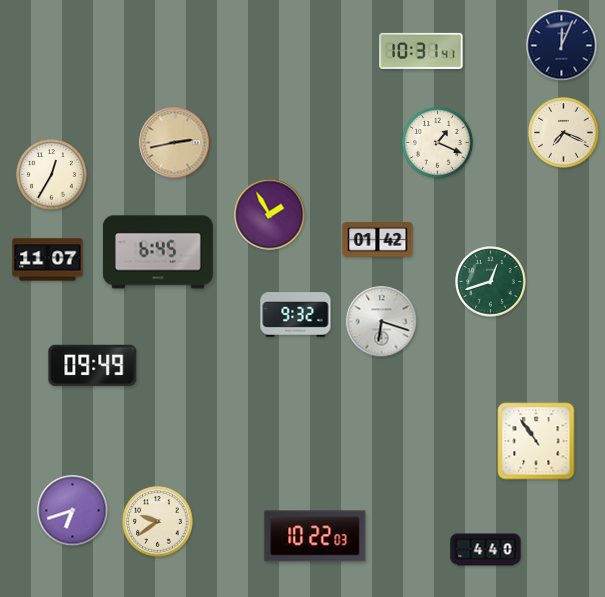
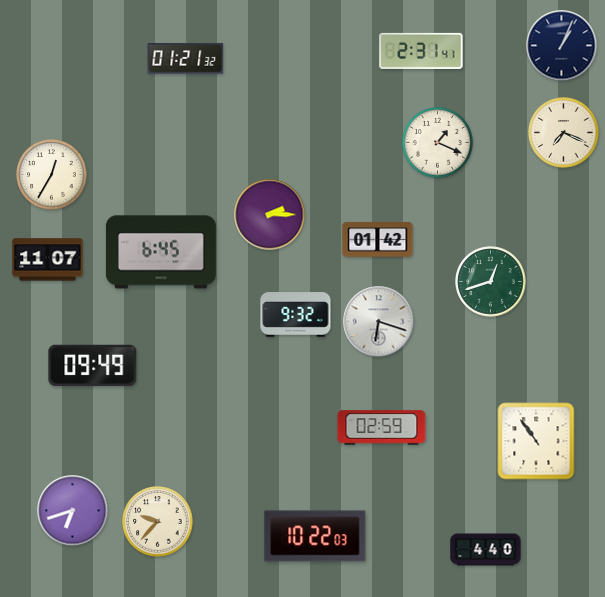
clock at (562, 46): 12:04 -> 1:04
clock at (421, 51): 10:31 -> 2:31
clock at (186, 59): none -> 01:21
clock at (175, 143): 2:43 -> none
clock at (270, 215): 1:55 -> 2:15
clock at (158, 252) position: (158, 252) -> (161, 252)
clock at (382, 322) position: (382, 322) -> (379, 322)
clock at (382, 428): none -> 02:59
clock at (158, 522): 9:39 -> 9:37
